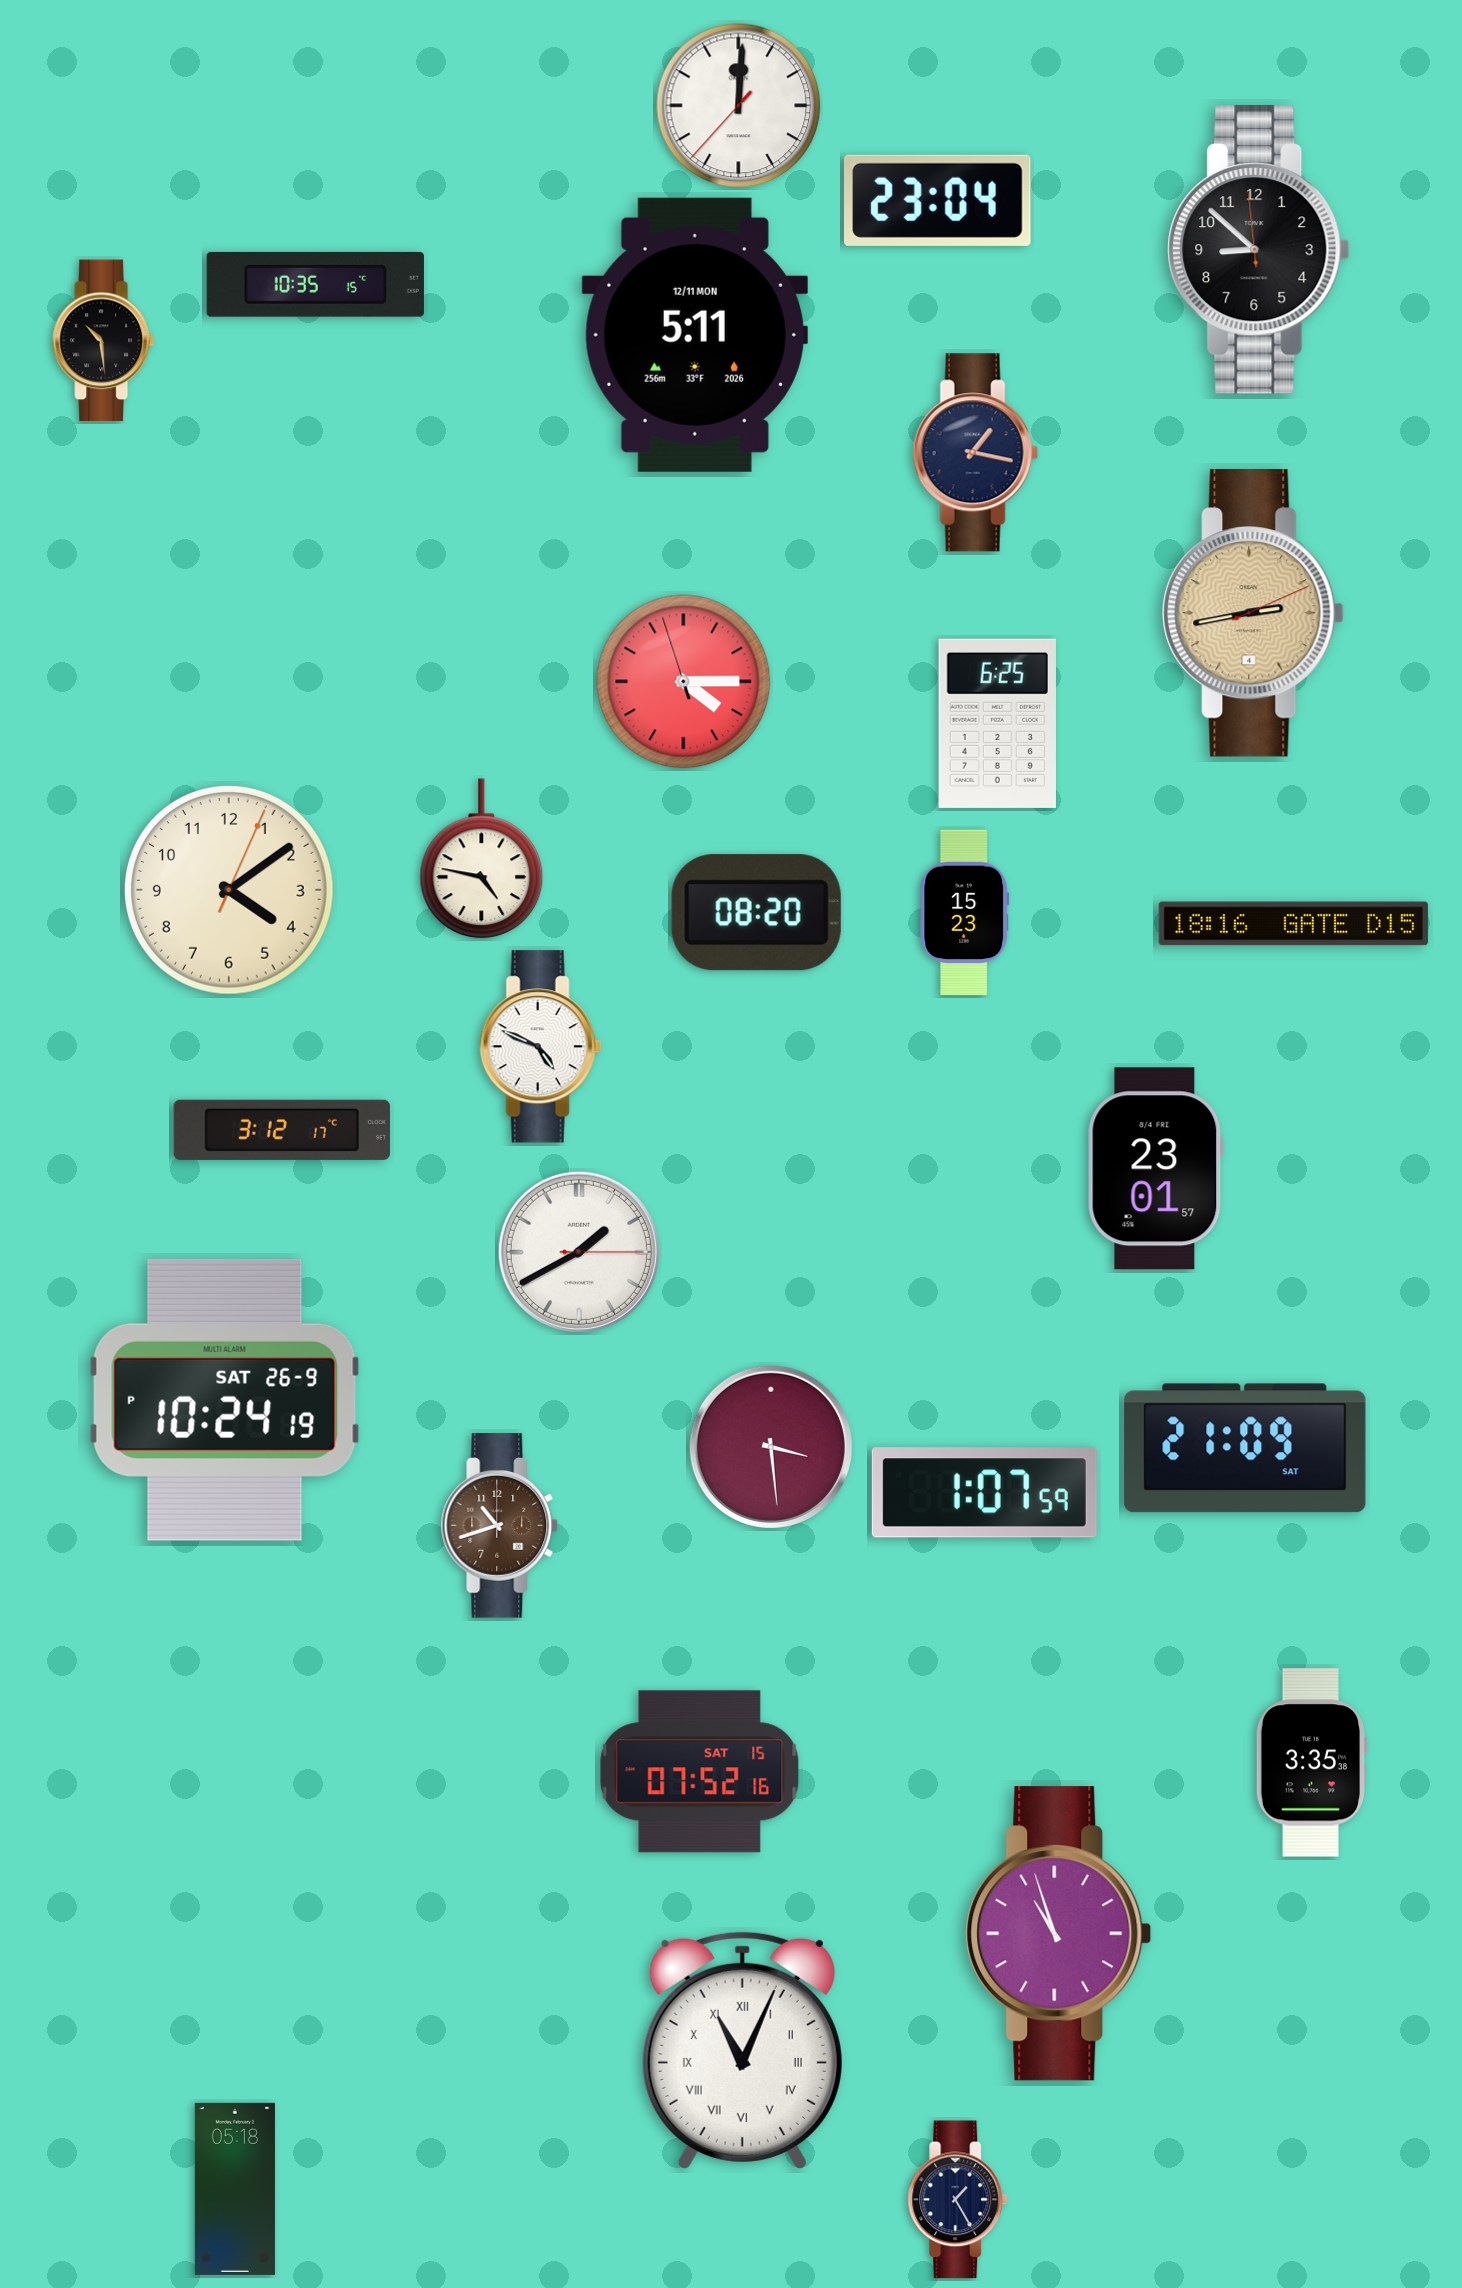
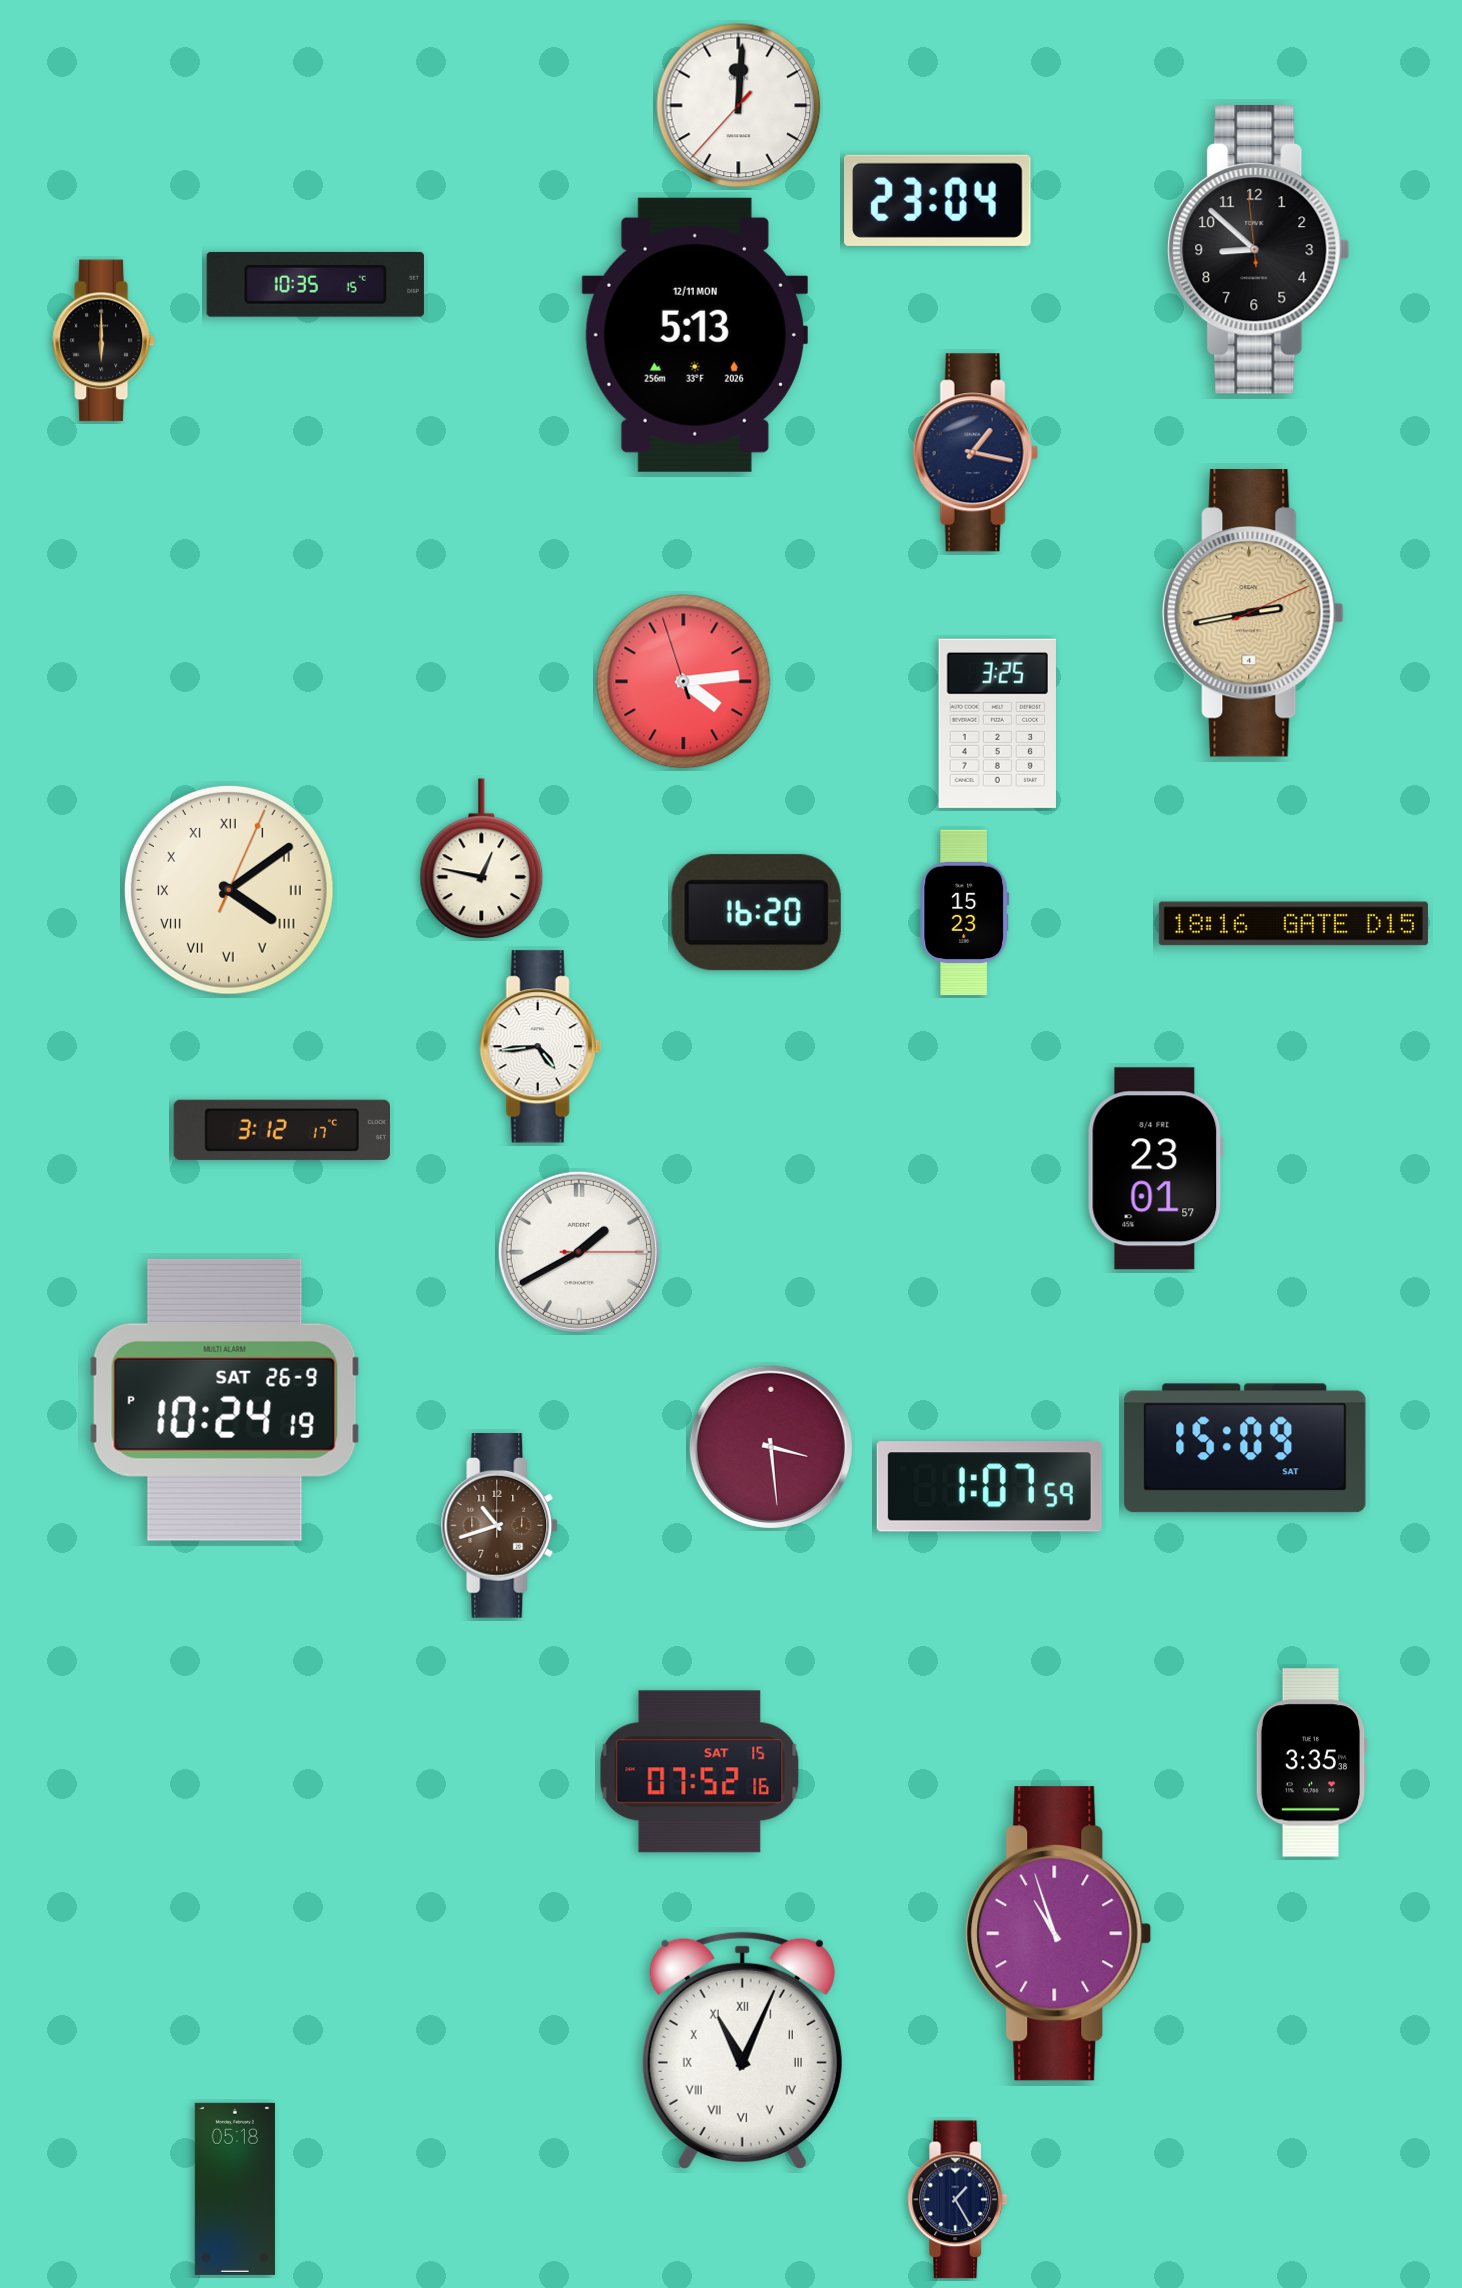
clock at (695, 335): 5:11 -> 5:13
clock at (104, 341): 10:29 -> 6:00
clock at (684, 682): 4:14 -> 4:13
clock at (997, 723): 6:25 -> 3:25
clock at (482, 859): 4:47 -> 12:47
clock at (229, 890) numerals: Arabic -> Roman
clock at (756, 913): 08:20 -> 16:20
clock at (540, 1047): 4:49 -> 4:44
clock at (1245, 1448): 21:09 -> 15:09
clock at (984, 1493) position: (984, 1493) -> (989, 1487)
